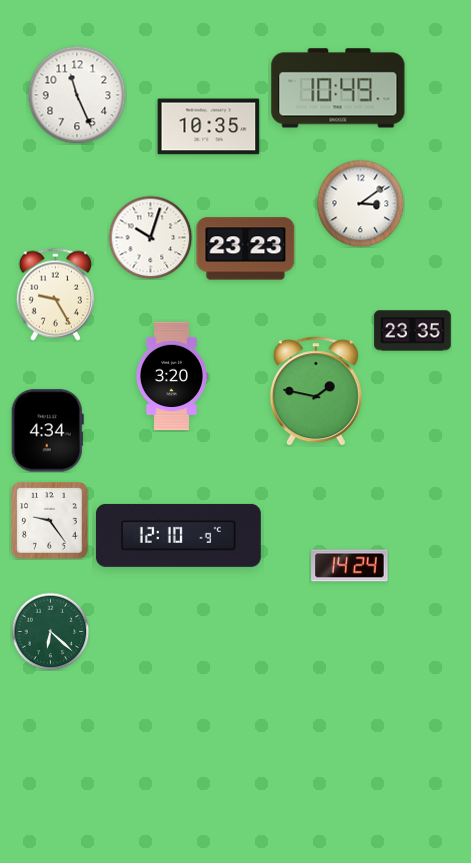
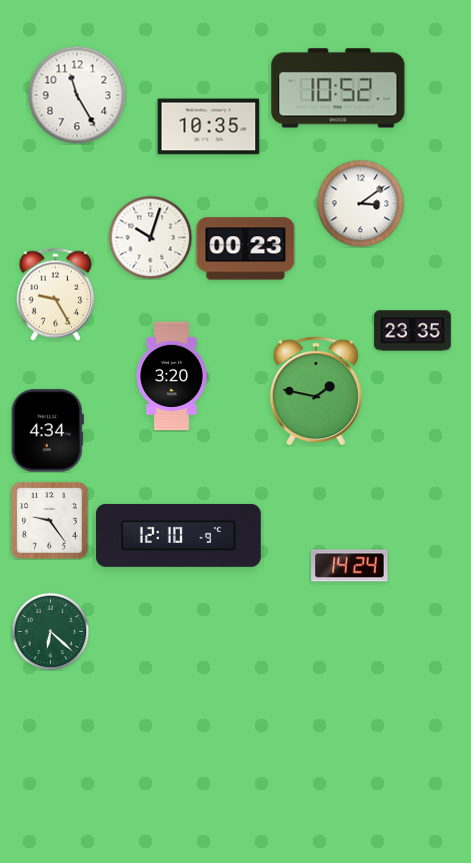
clock at (338, 88): 10:49 -> 10:52
clock at (77, 95): 11:26 -> 11:25
clock at (246, 249): 23:23 -> 00:23
